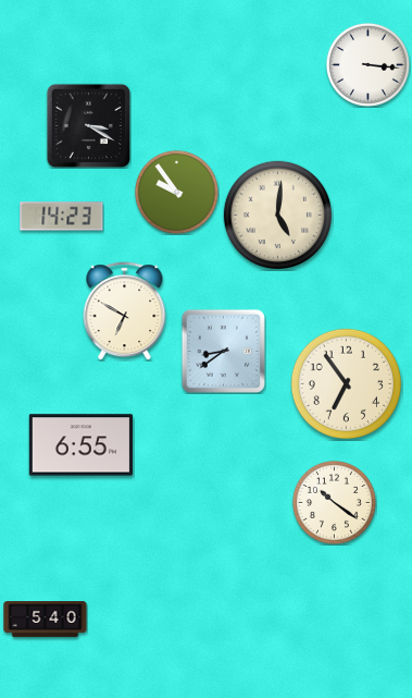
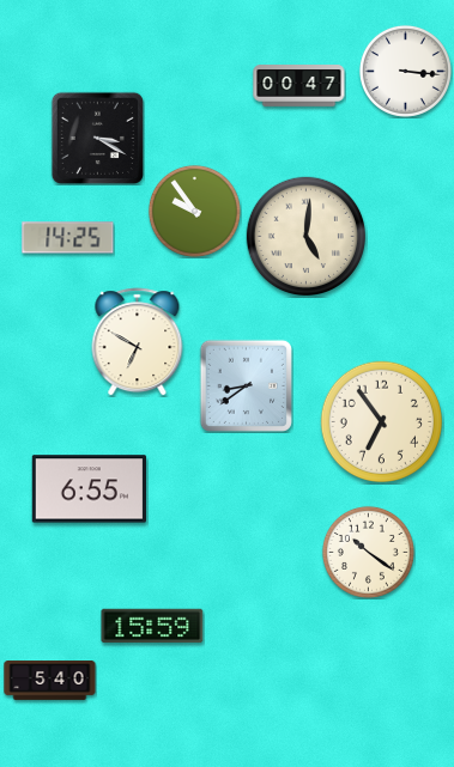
clock at (299, 86): none -> 00:47
clock at (62, 217): 14:23 -> 14:25
clock at (152, 625): none -> 15:59
